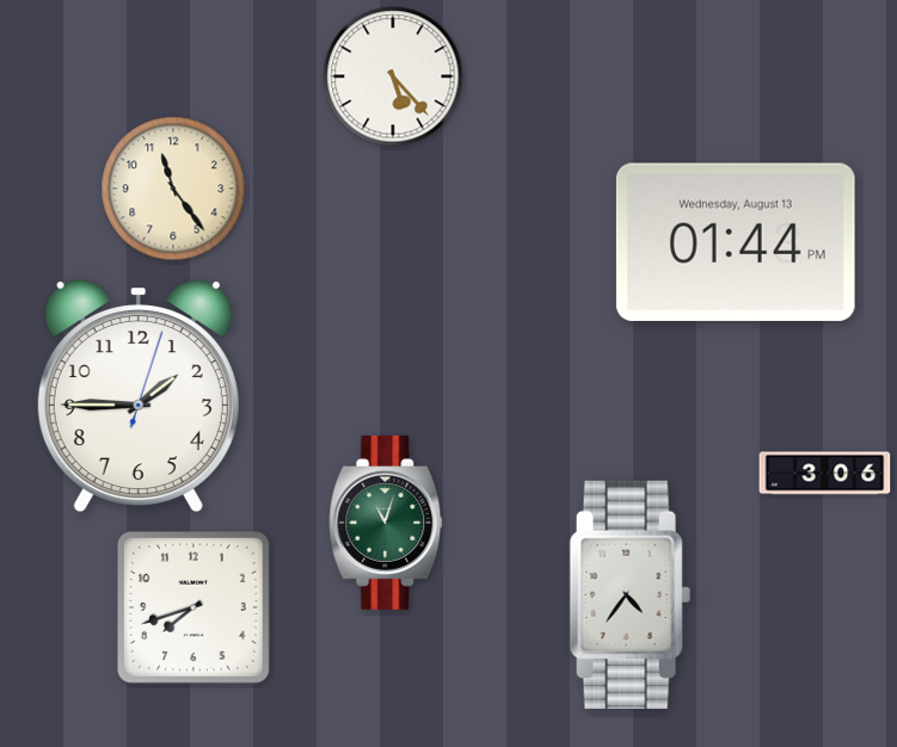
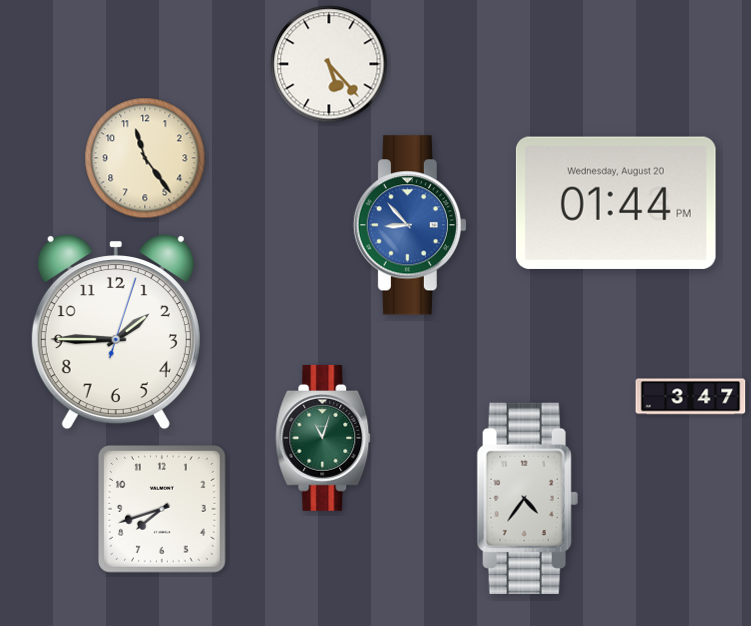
clock at (736, 242) date: Wednesday, August 13 -> Wednesday, August 20
clock at (410, 225): none -> 8:53
clock at (825, 474): 3:06 -> 3:47
